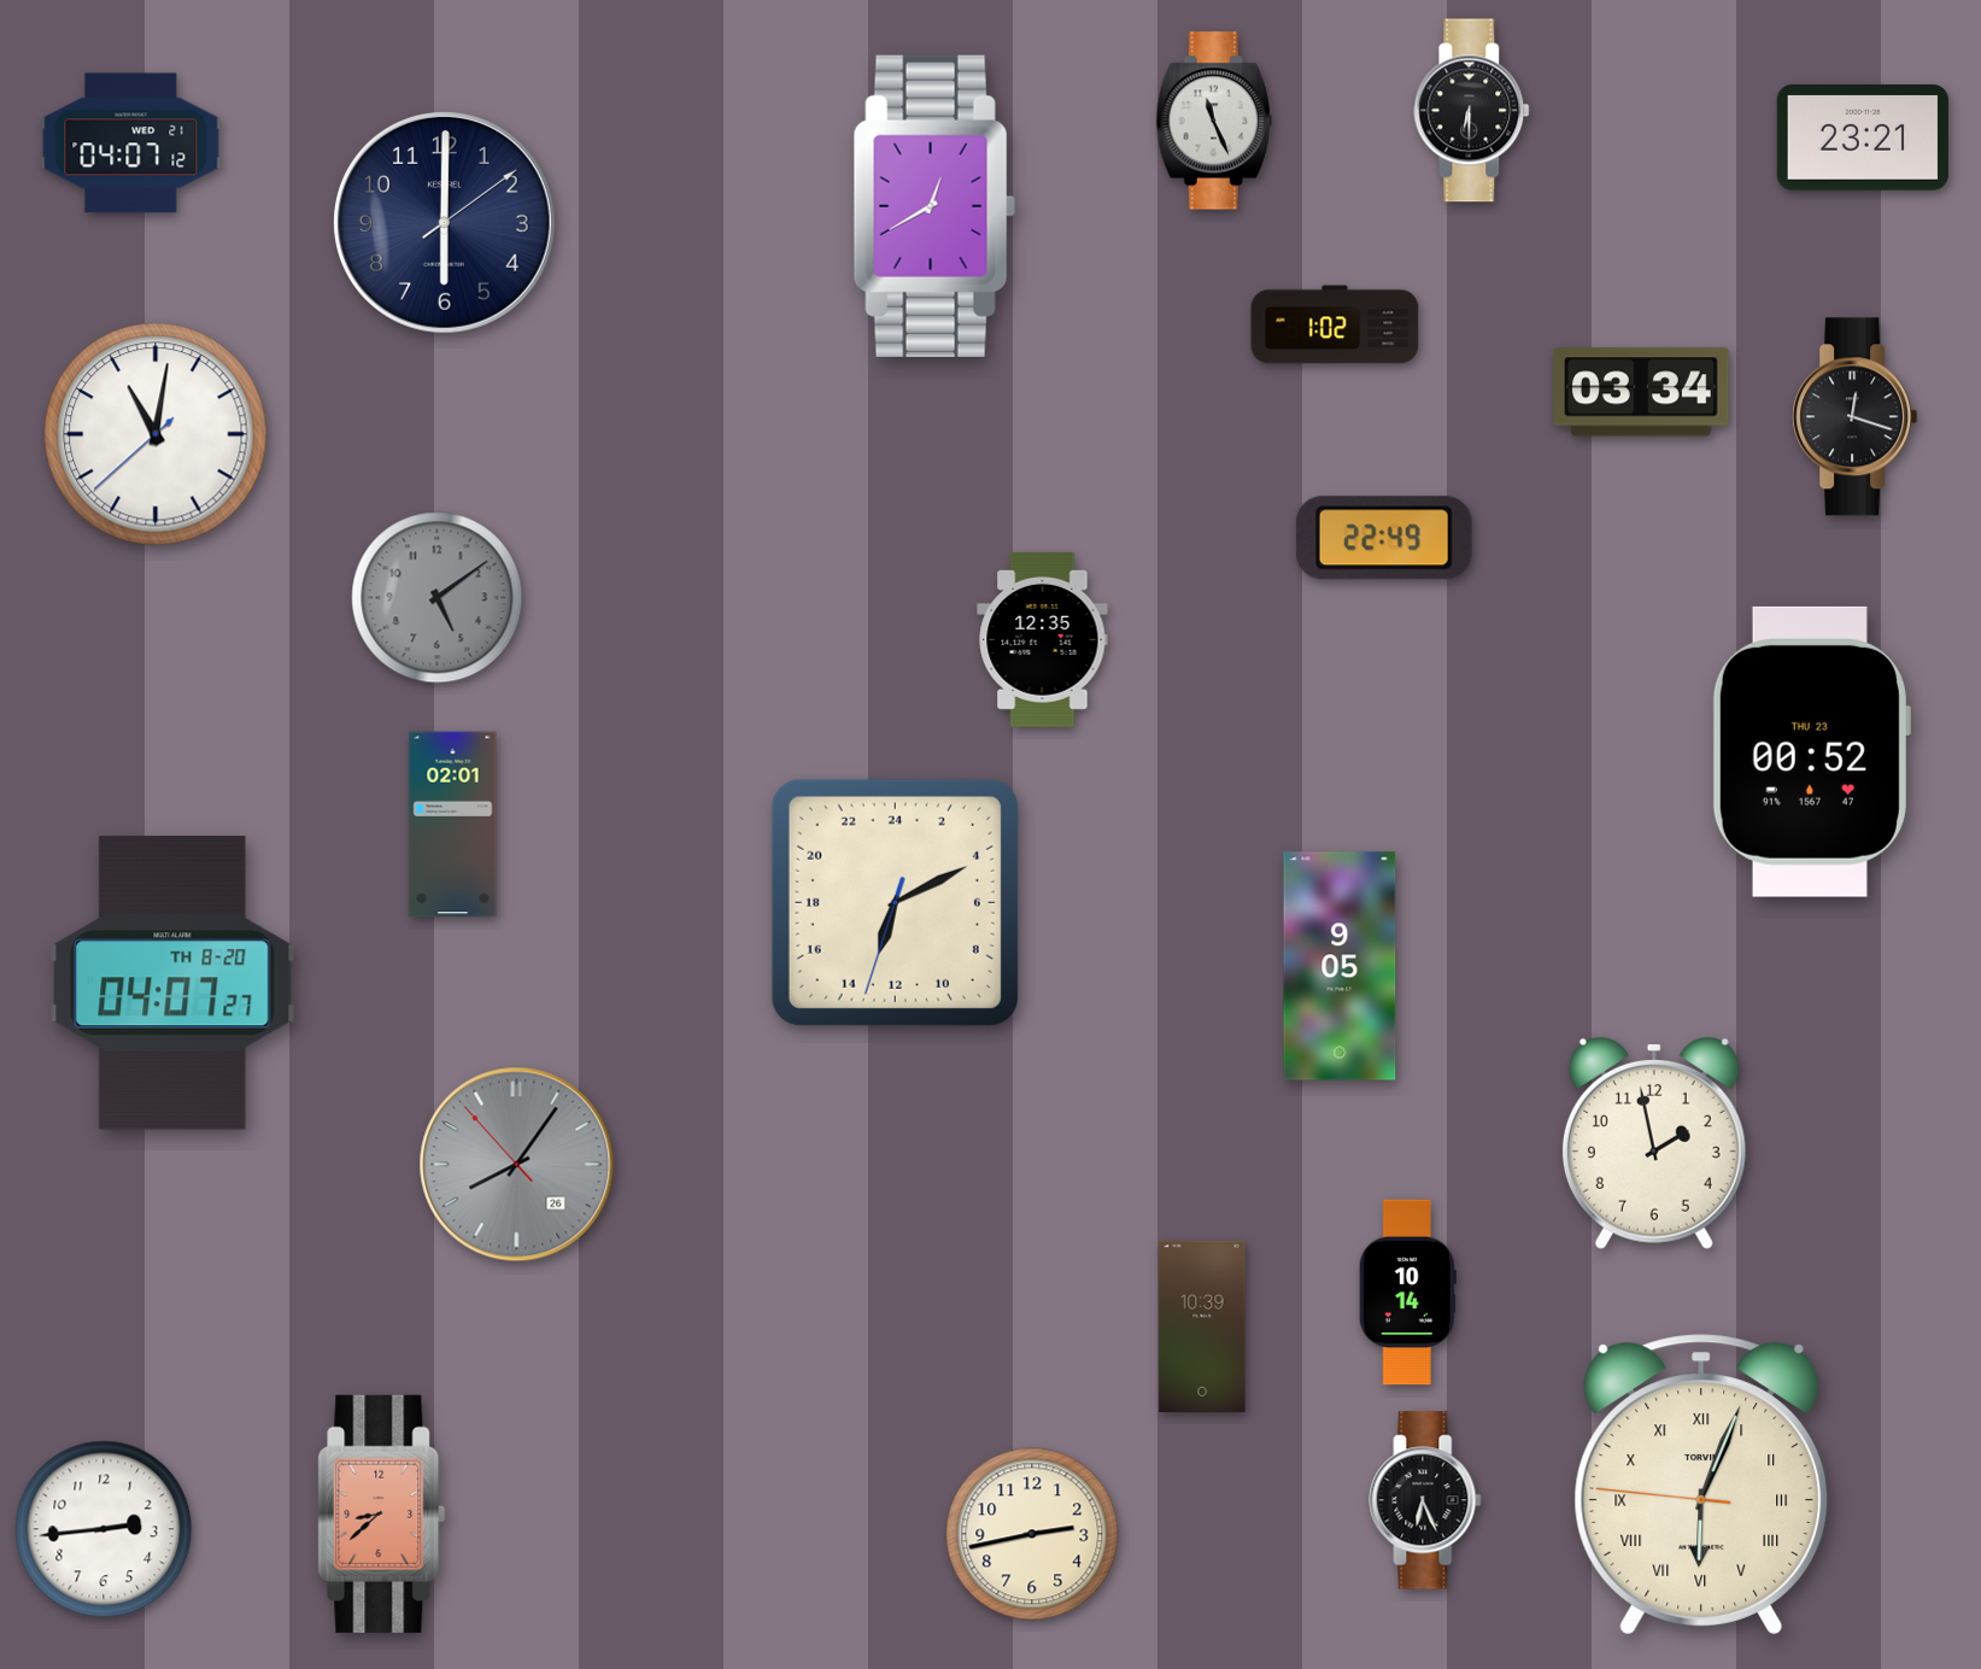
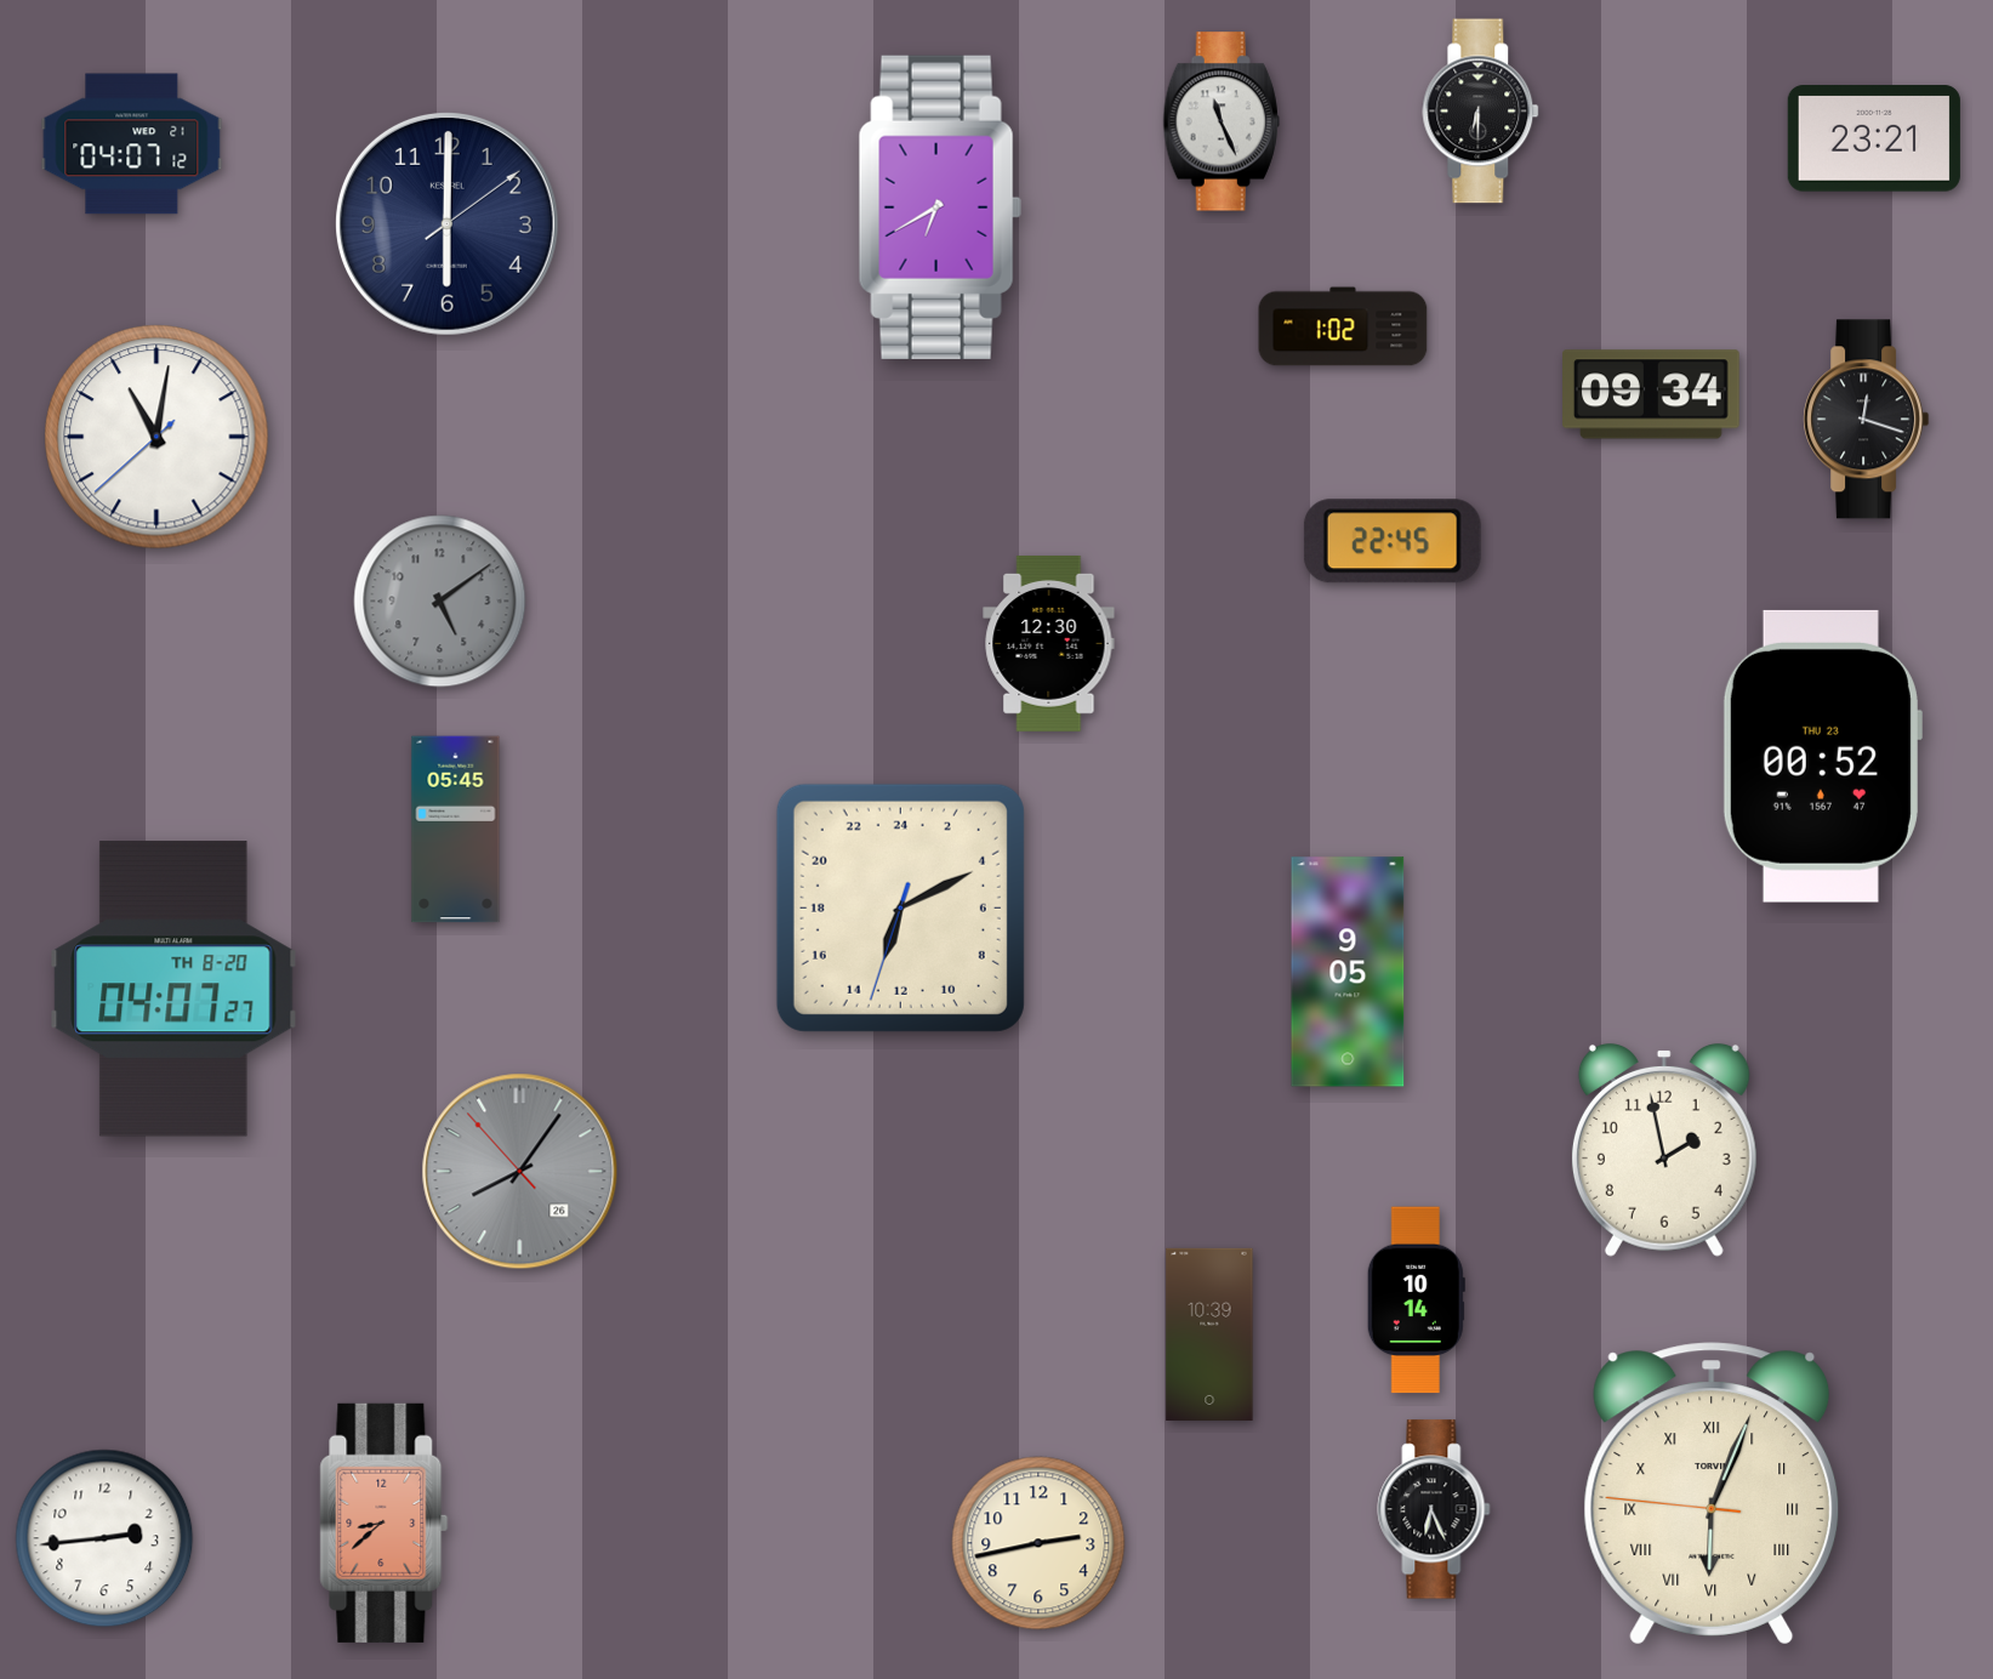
clock at (934, 206): 12:40 -> 6:40
clock at (1641, 392): 03:34 -> 09:34
clock at (1384, 538): 22:49 -> 22:45
clock at (1043, 639): 12:35 -> 12:30
clock at (453, 825): 02:01 -> 05:45
